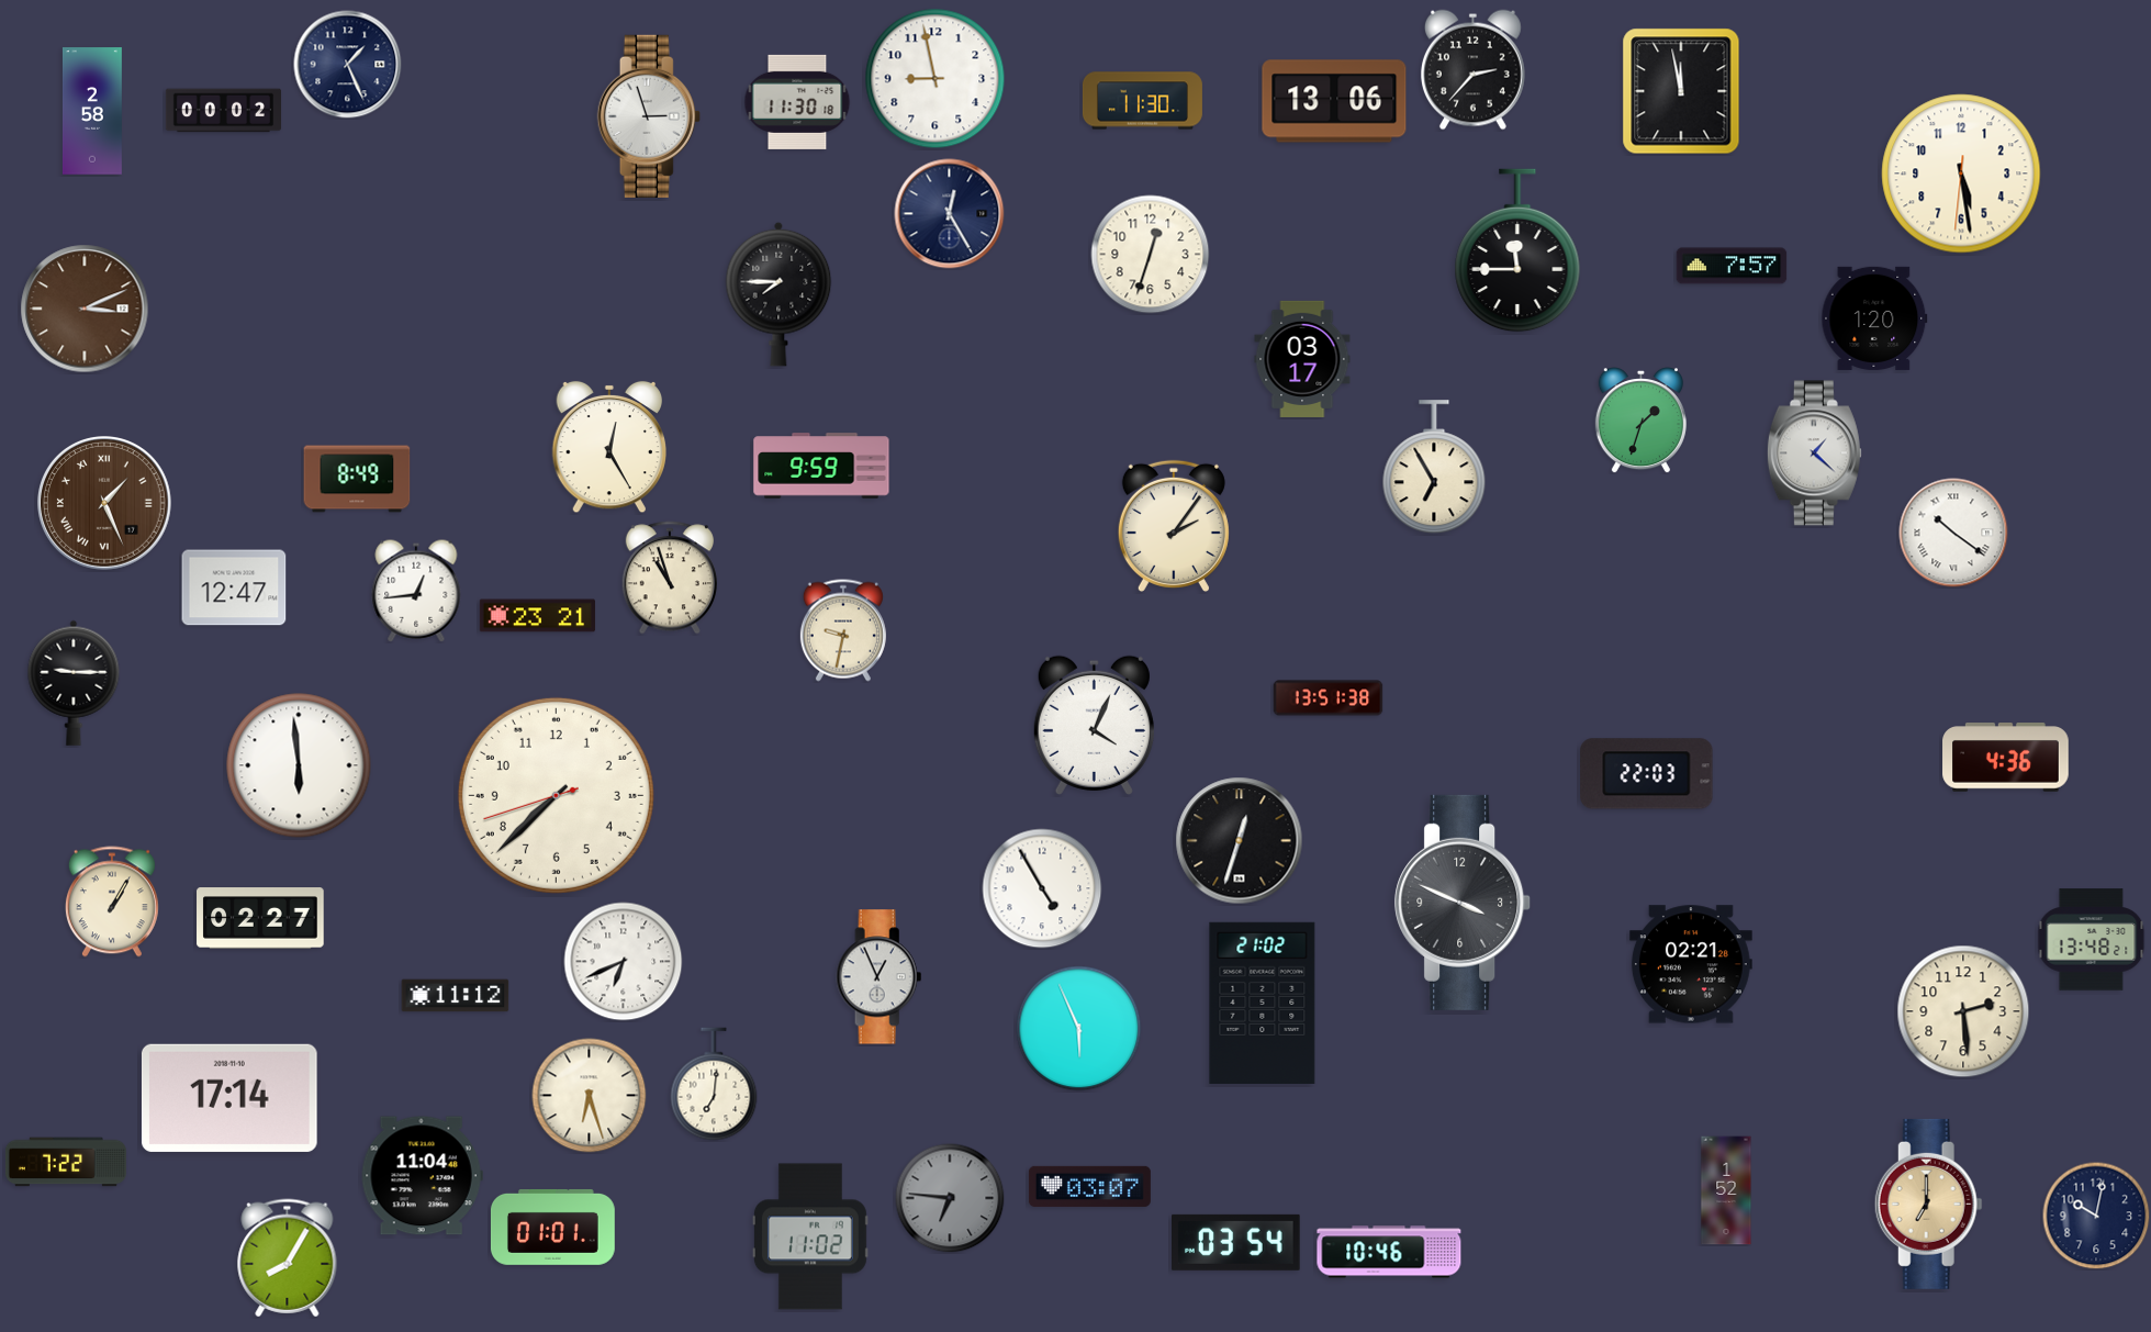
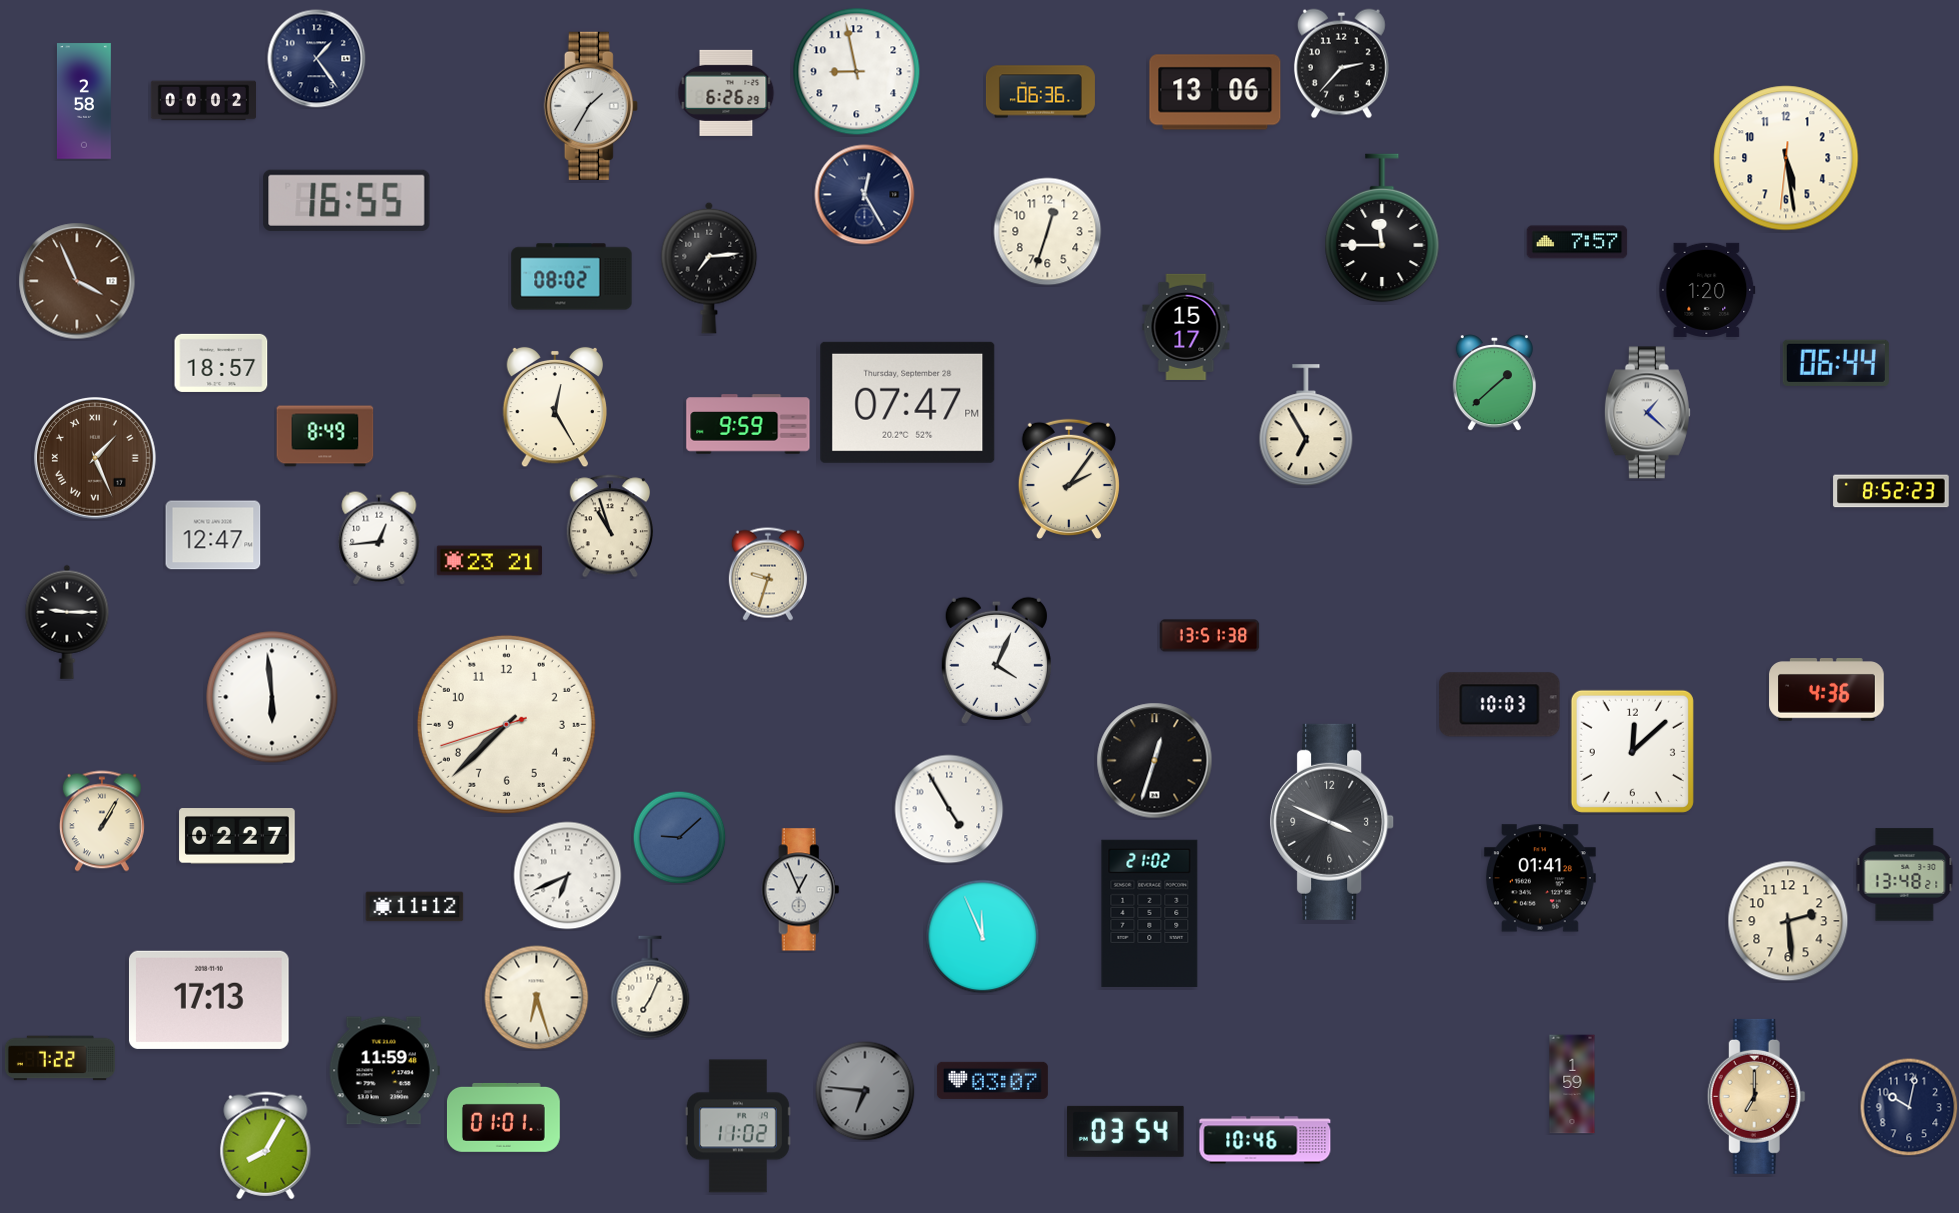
clock at (348, 65): 1:26 -> 1:24
clock at (936, 79) position: (936, 79) -> (857, 72)
clock at (1681, 91): 11:58 -> none
clock at (1142, 101): 11:30 -> 06:36
clock at (797, 102): 11:30 -> 6:26
clock at (649, 116): 2:57 -> 1:35
clock at (347, 200): none -> 16:55
clock at (778, 294): 7:45 -> 7:14
clock at (572, 277): none -> 08:02
clock at (85, 309): 3:11 -> 3:56
clock at (1302, 359): 03:17 -> 15:17
clock at (221, 363): none -> 18:57
clock at (1836, 363): none -> 06:44
clock at (1640, 421): 1:33 -> 1:38
clock at (908, 402): none -> 07:47
clock at (1814, 454) position: (1814, 454) -> (1647, 413)
clock at (1953, 533): 10:21 -> none
clock at (1891, 491): none -> 8:52
clock at (843, 630): 9:32 -> 9:33
clock at (1647, 774): 22:03 -> 10:03
clock at (1632, 751): none -> 12:08
clock at (1240, 841) position: (1240, 841) -> (1155, 761)
clock at (679, 837): none -> 9:08
clock at (2092, 940) position: (2092, 940) -> (1905, 875)
clock at (1691, 964): 02:21 -> 01:41
clock at (1079, 1029): 5:56 -> 11:56
clock at (714, 1084): 7:01 -> 7:04
clock at (229, 1098): 17:14 -> 17:13
clock at (422, 1176): 11:04 -> 11:59
clock at (1726, 1190): 1:52 -> 1:59
clock at (288, 1258) position: (288, 1258) -> (266, 1146)
